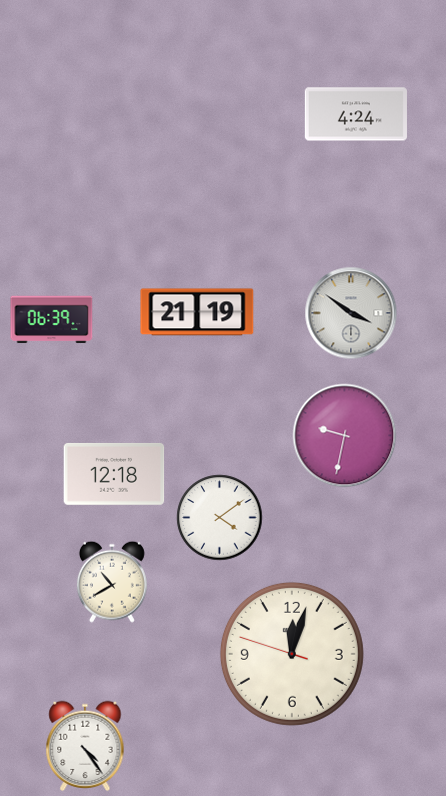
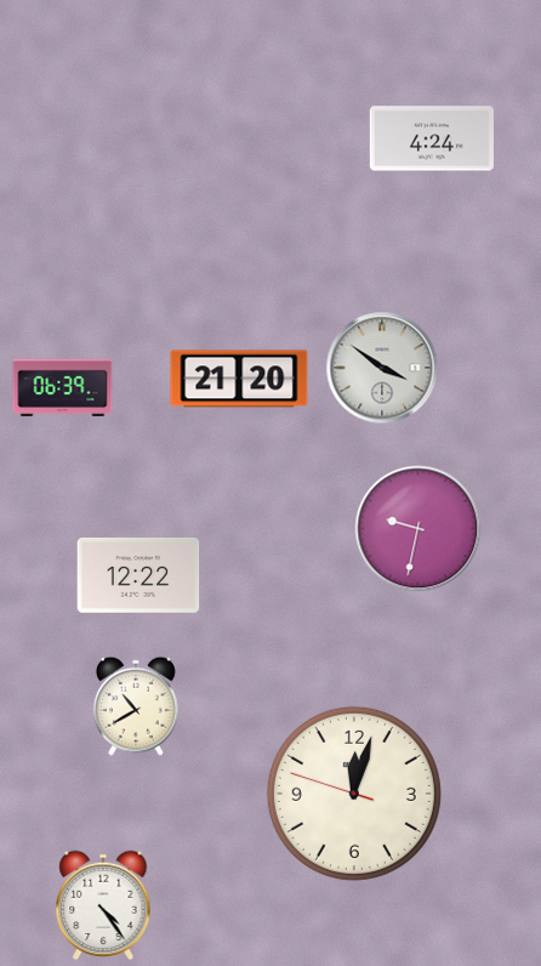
clock at (197, 312): 21:19 -> 21:20
clock at (351, 313) position: (351, 313) -> (382, 368)
clock at (114, 474): 12:18 -> 12:22
clock at (220, 518): 4:09 -> none
